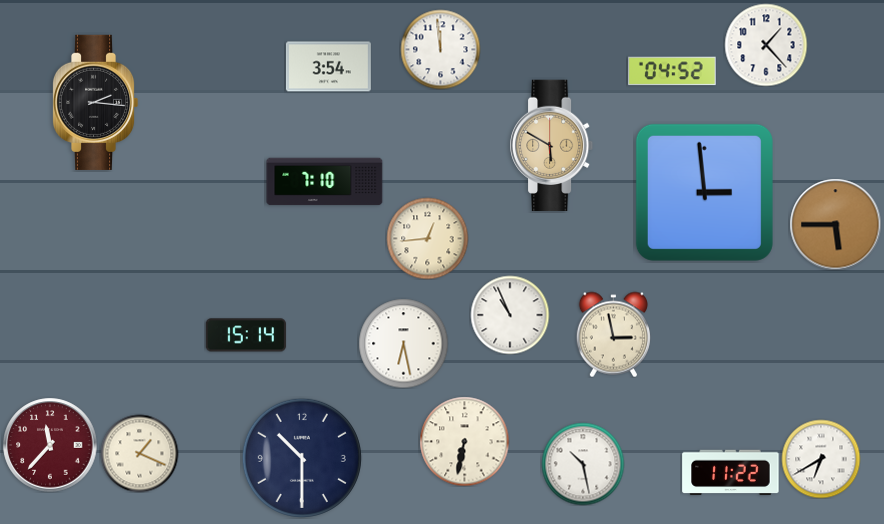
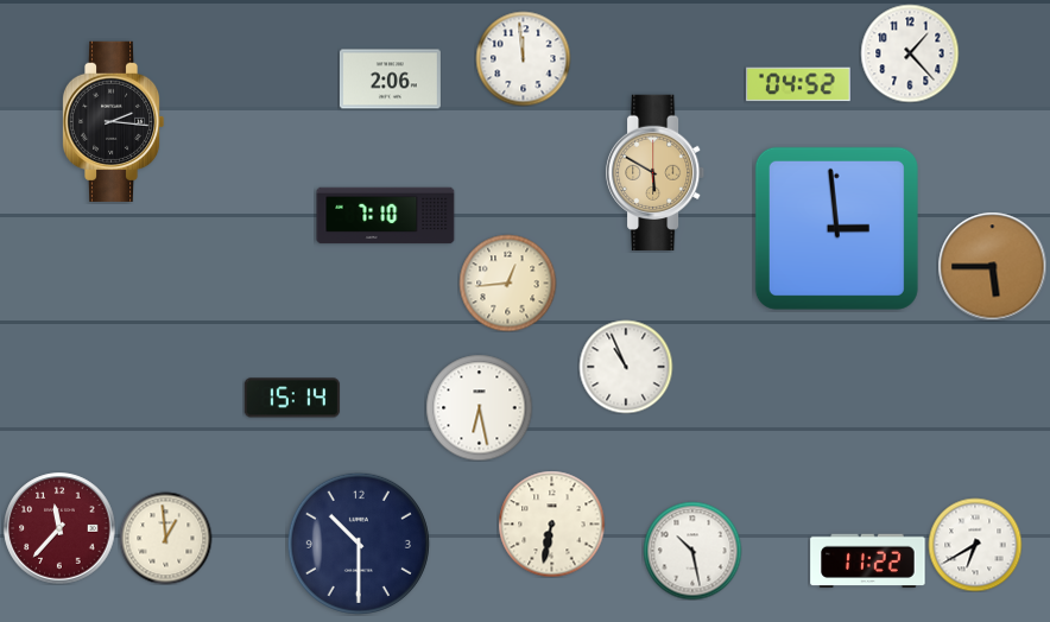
clock at (328, 67): 3:54 -> 2:06
clock at (510, 315) position: (510, 315) -> (626, 367)
clock at (613, 334): 2:58 -> none
clock at (139, 453): 1:19 -> 12:59
